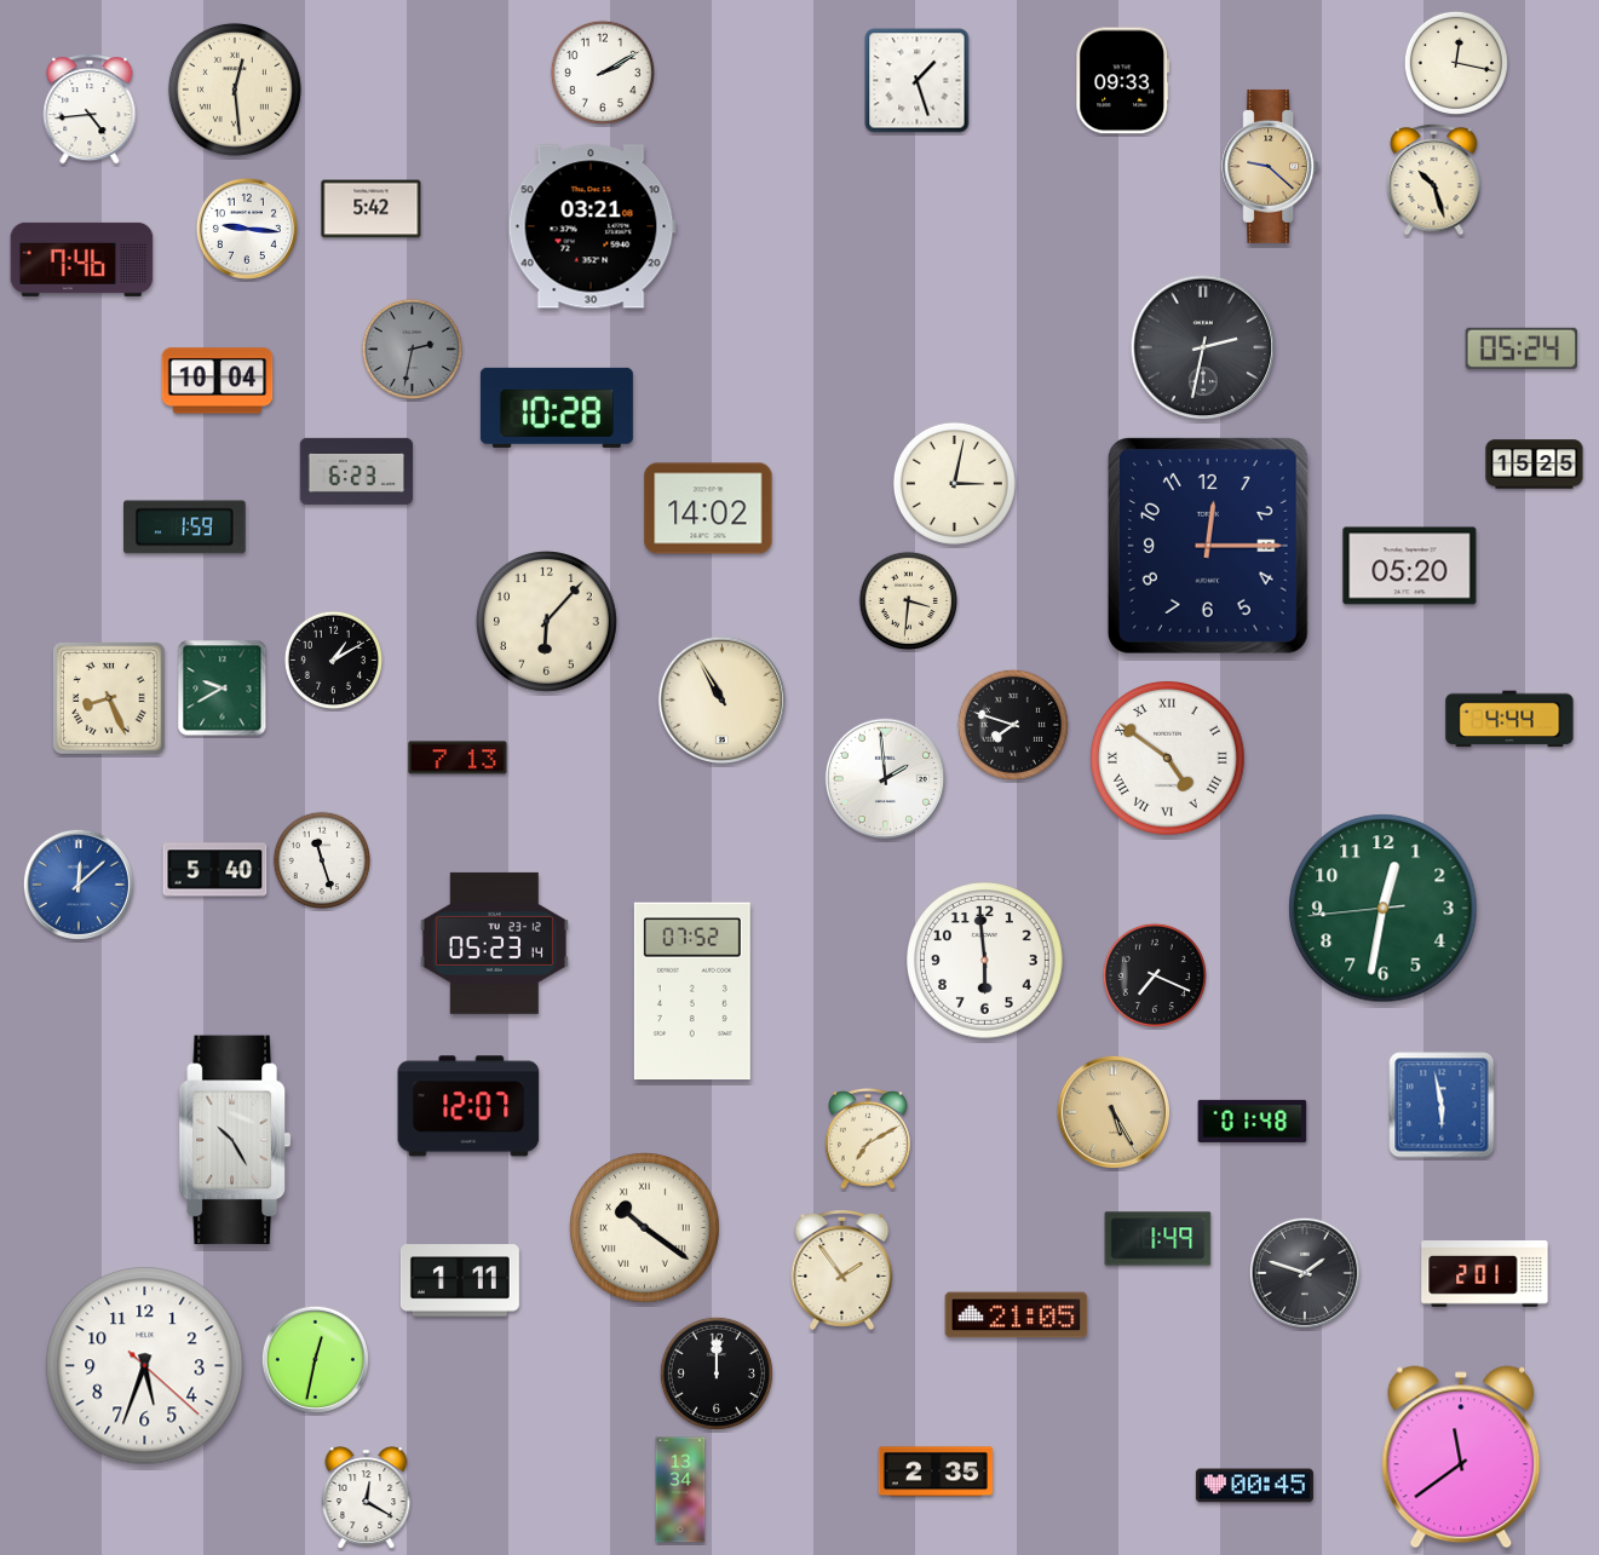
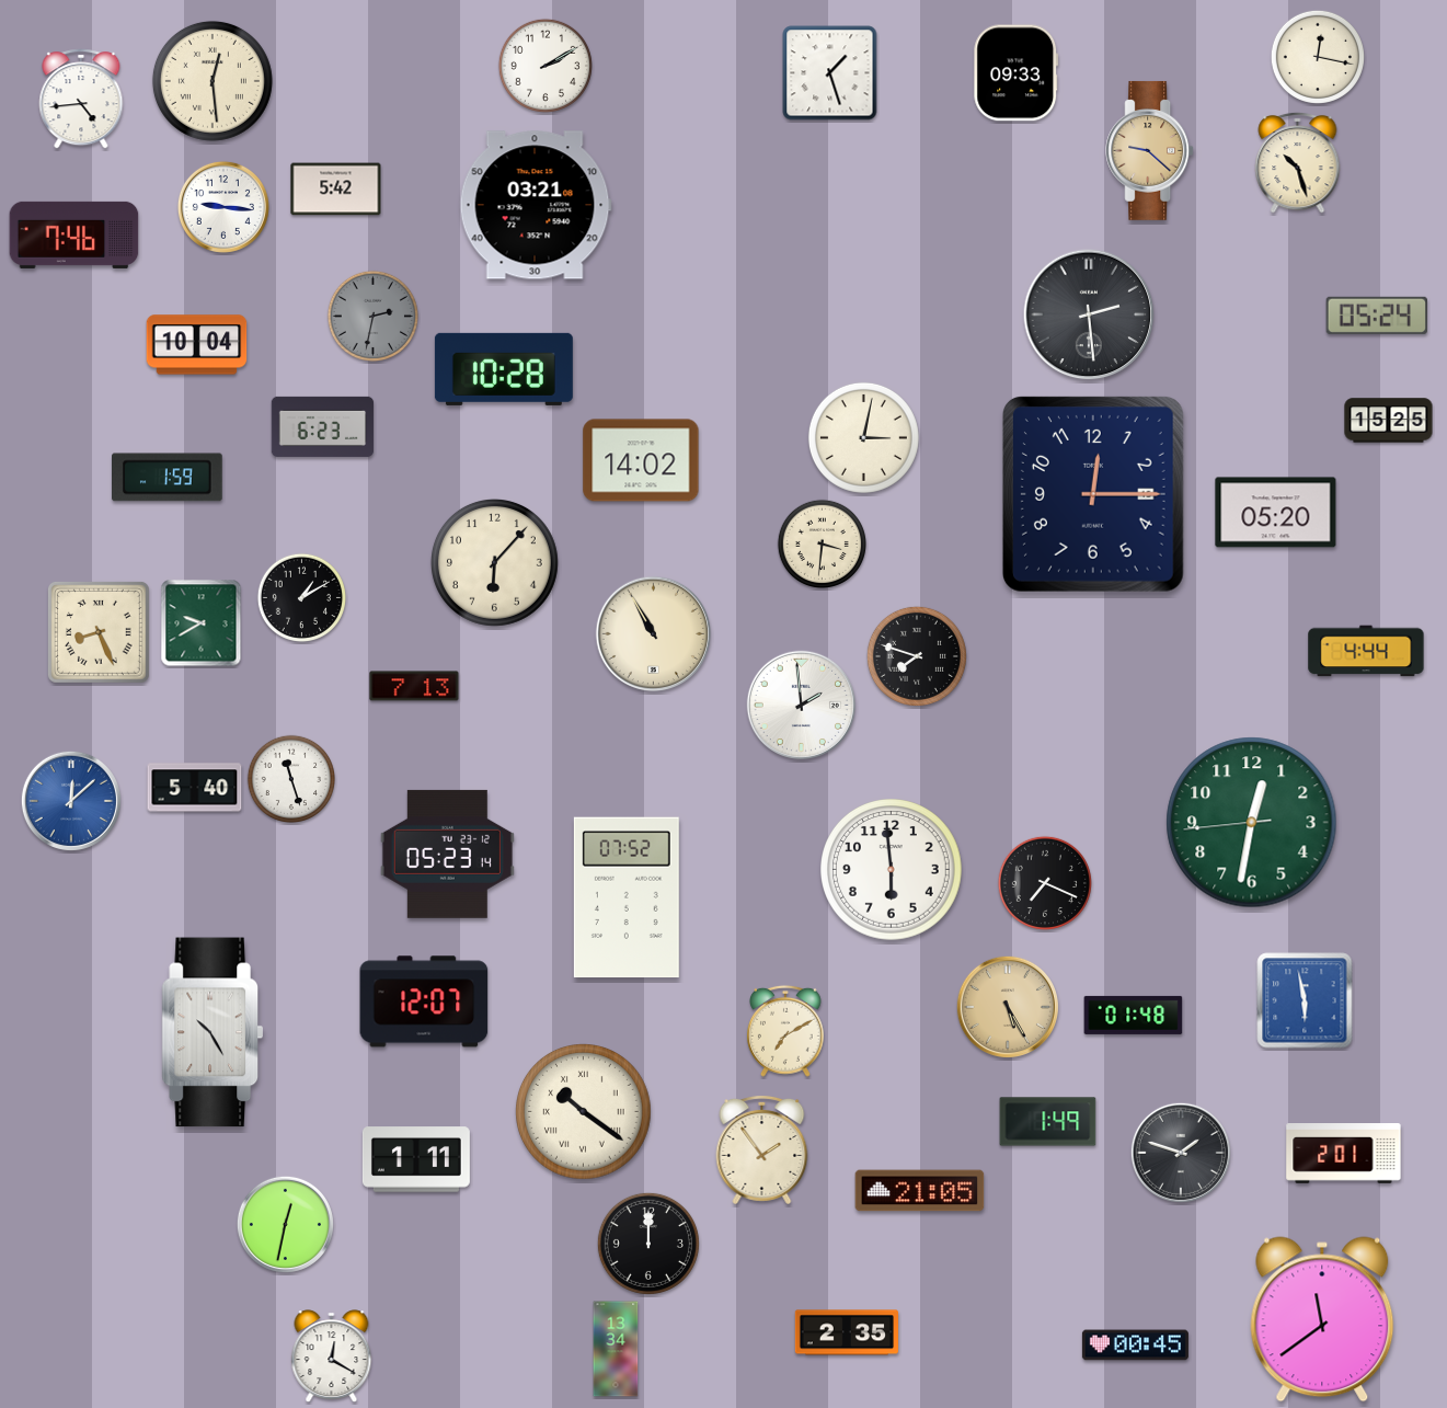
clock at (1203, 347): 2:32 -> 2:29
clock at (1168, 759): 4:51 -> none
clock at (315, 1359) position: (315, 1359) -> (285, 1224)
clock at (145, 1366): 5:33 -> none
